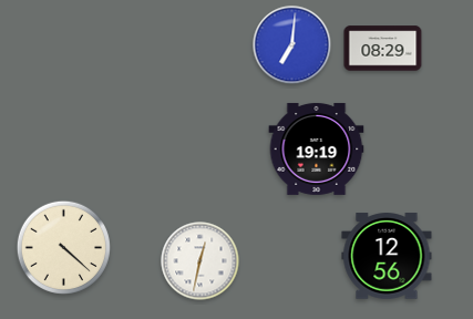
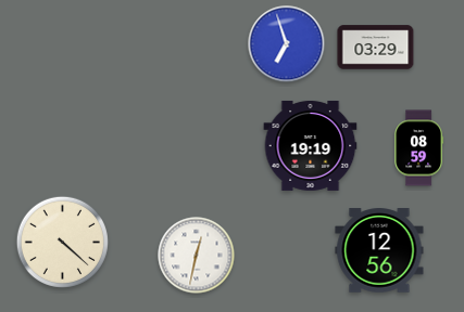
clock at (292, 45): 7:01 -> 6:57
clock at (383, 49): 08:29 -> 03:29
clock at (419, 148): none -> 08:59
